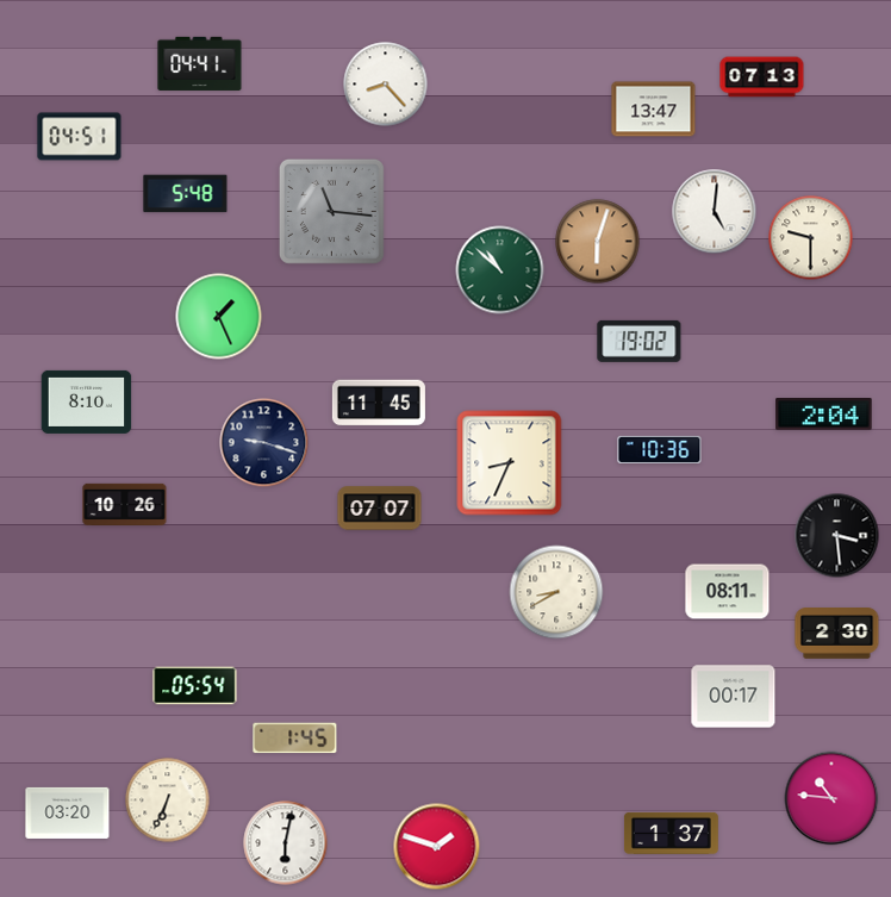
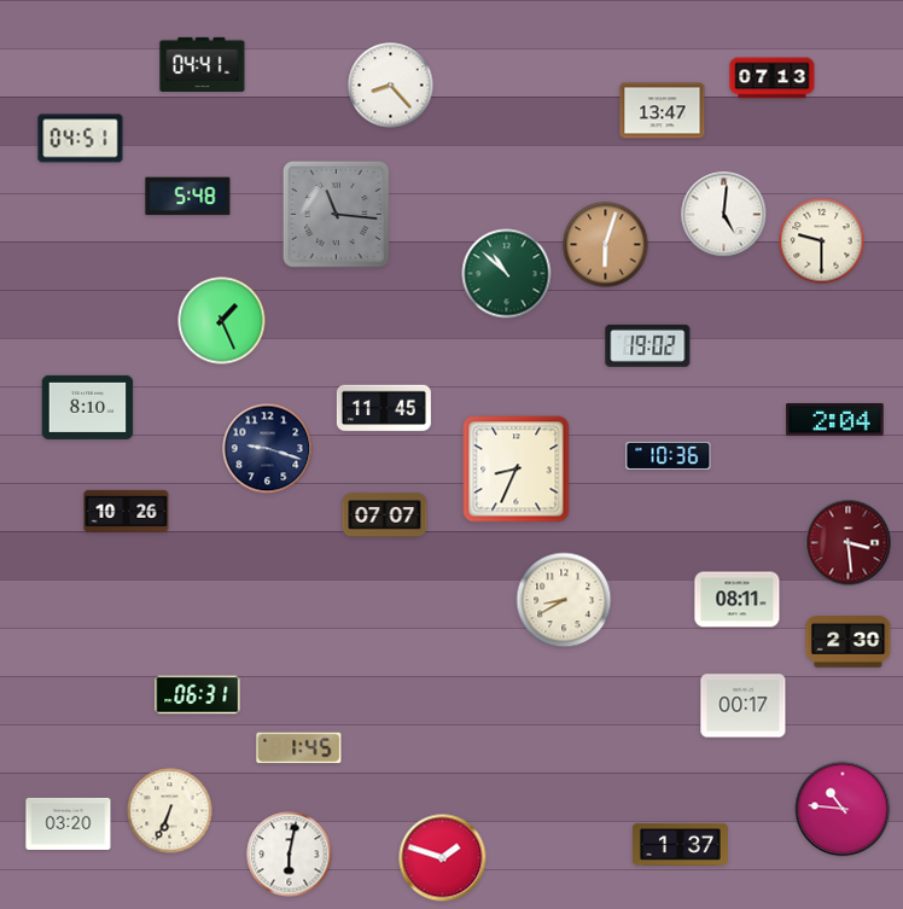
clock at (837, 536) dial: black -> burgundy
clock at (195, 686): 05:54 -> 06:31
